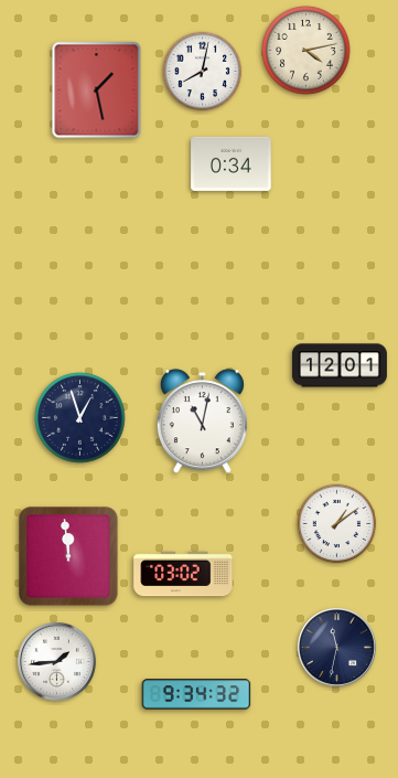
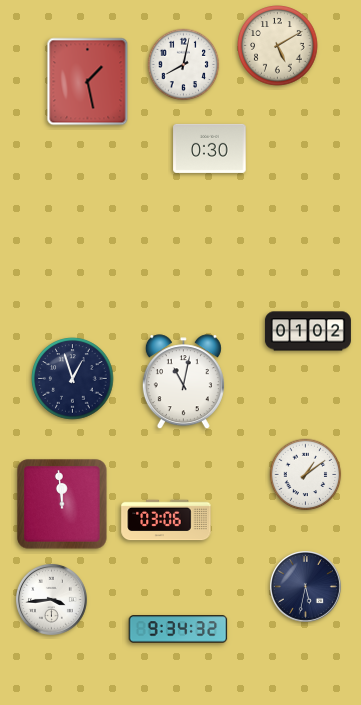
clock at (306, 51): 4:13 -> 5:10
clock at (232, 163): 0:34 -> 0:30
clock at (340, 365): 12:01 -> 01:02
clock at (183, 574): 03:02 -> 03:06
clock at (336, 647): 11:32 -> 5:32
clock at (56, 661): 1:44 -> 3:44
